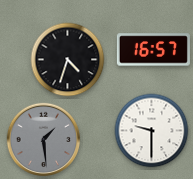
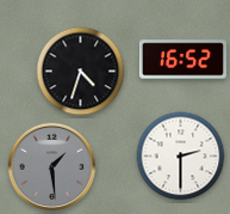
clock at (153, 50): 16:57 -> 16:52
clock at (152, 131): 9:30 -> 2:30
